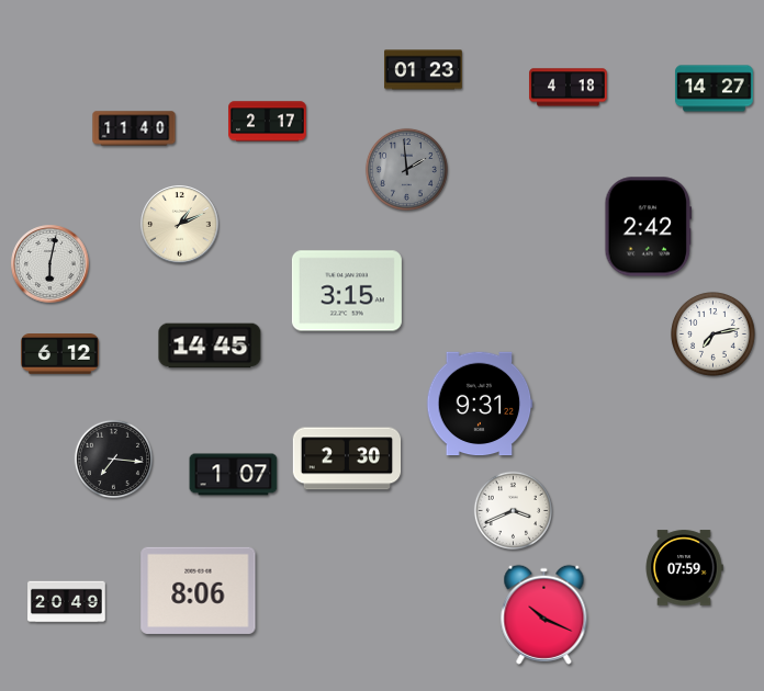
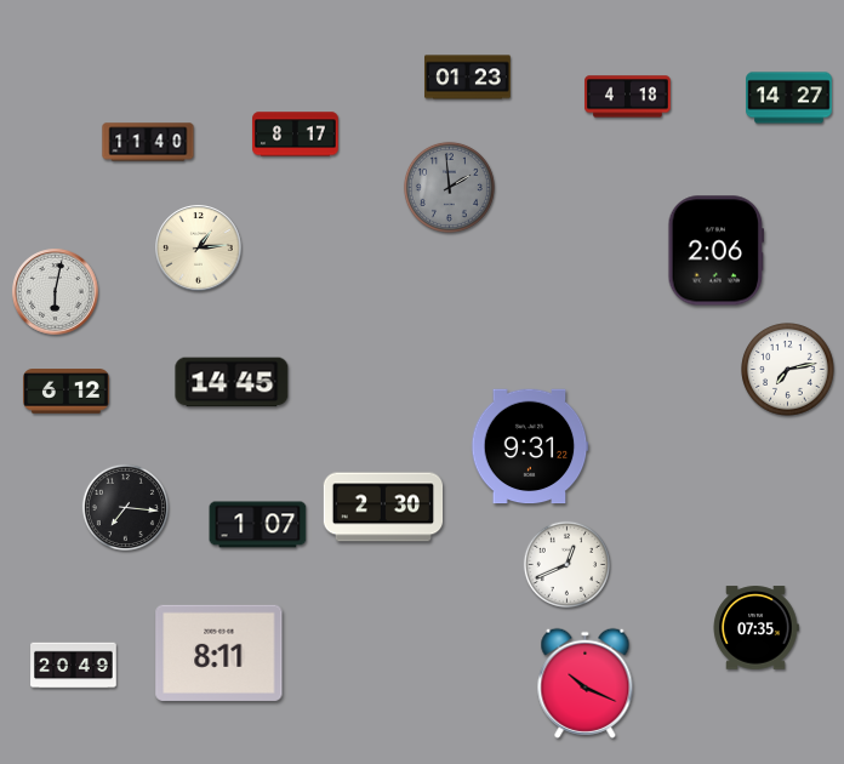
clock at (268, 122): 2:17 -> 8:17
clock at (180, 225): 1:11 -> 1:14
clock at (649, 227): 2:42 -> 2:06
clock at (347, 291): 3:15 -> none
clock at (514, 511): 3:41 -> 12:41
clock at (684, 568): 07:59 -> 07:35
clock at (199, 590): 8:06 -> 8:11
clock at (544, 614) position: (544, 614) -> (586, 683)
